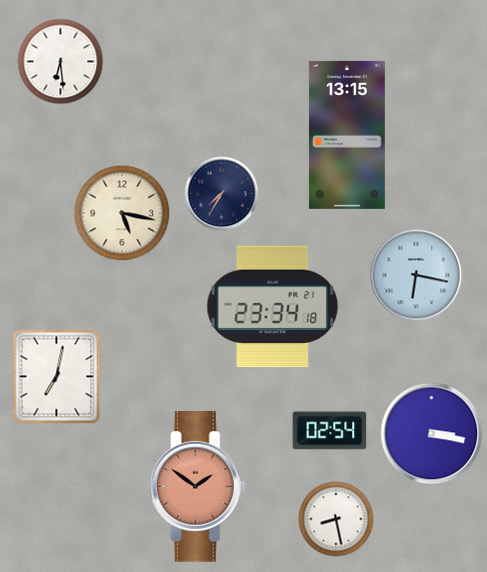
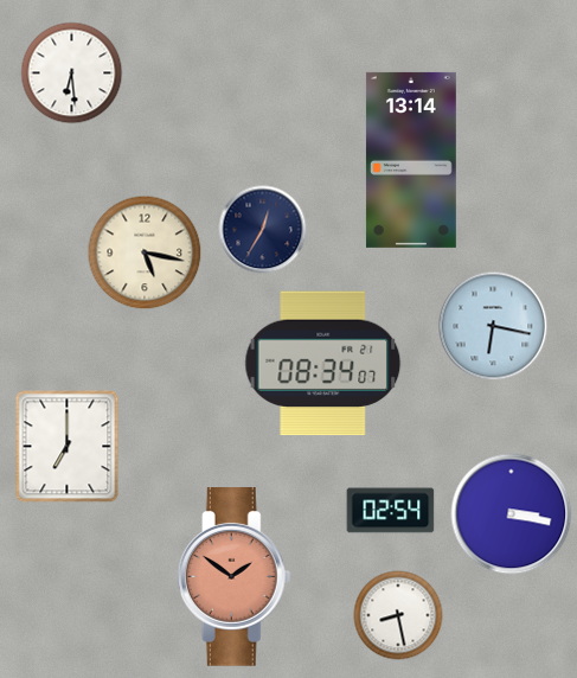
clock at (347, 135): 13:15 -> 13:14
clock at (222, 194): 7:35 -> 12:35
clock at (273, 307): 23:34 -> 08:34
clock at (57, 377): 7:02 -> 7:00
